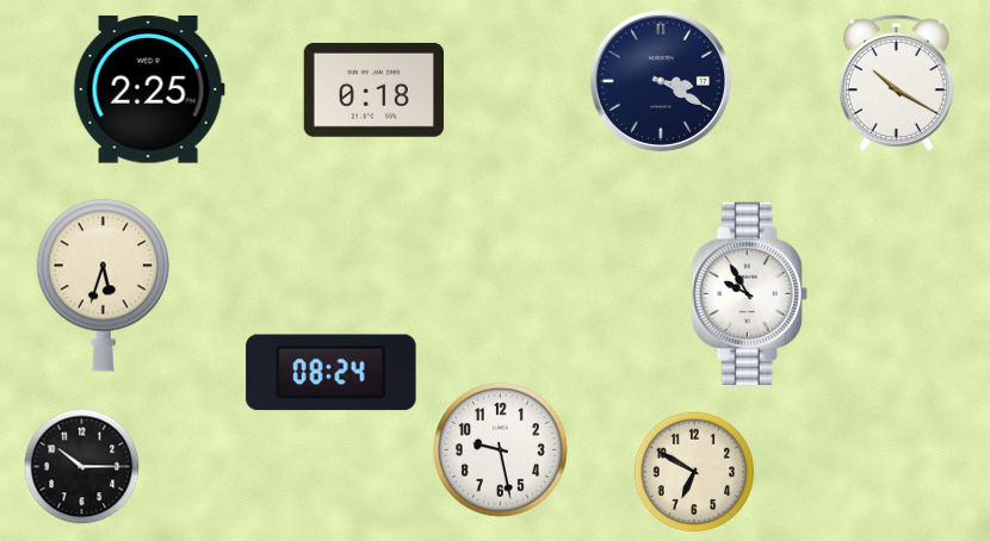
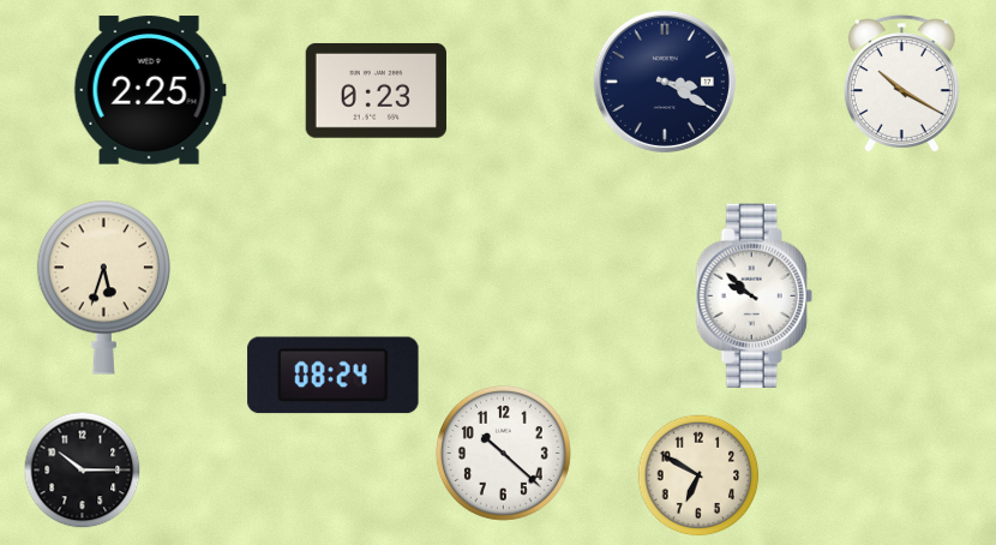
clock at (373, 91): 0:18 -> 0:23
clock at (749, 294): 9:55 -> 9:52
clock at (500, 449): 9:28 -> 10:22
